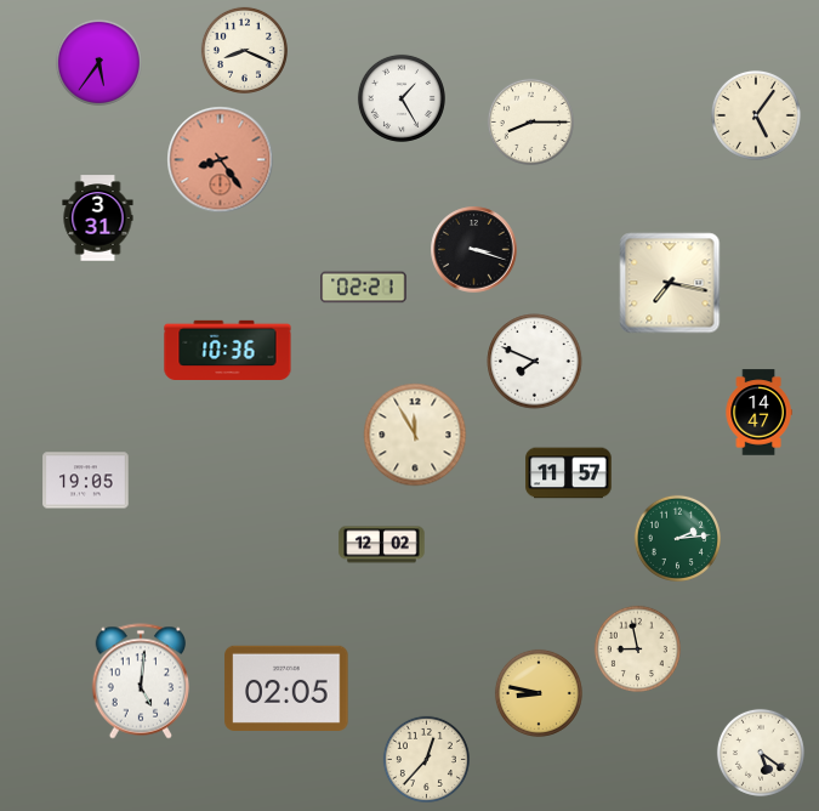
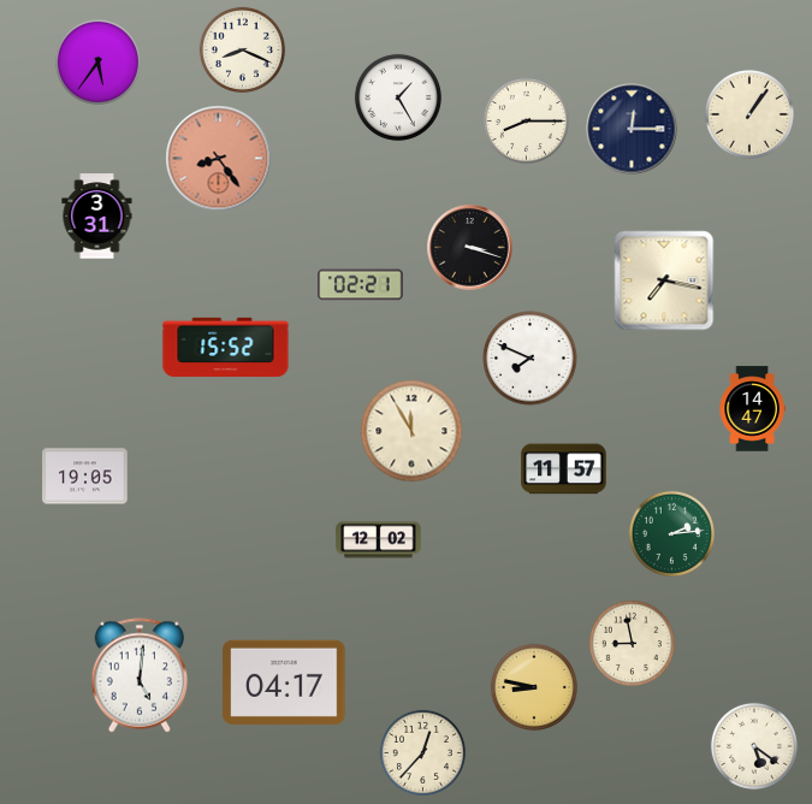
clock at (756, 115): 5:06 -> 1:06
clock at (632, 129): none -> 12:15
clock at (228, 350): 10:36 -> 15:52
clock at (286, 688): 02:05 -> 04:17
